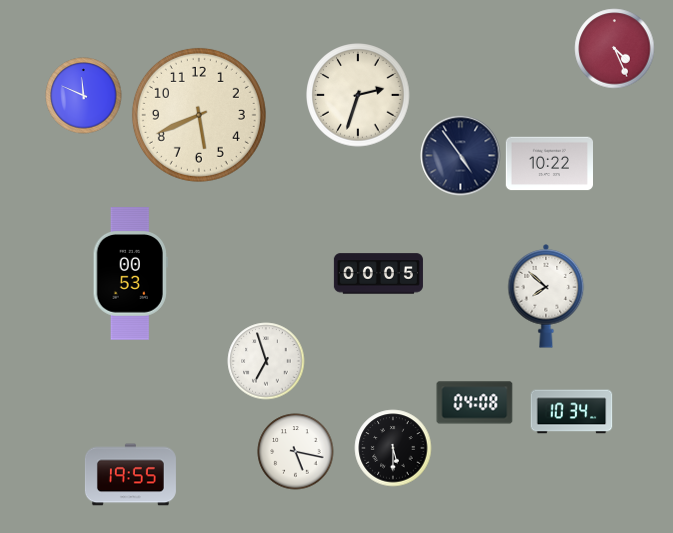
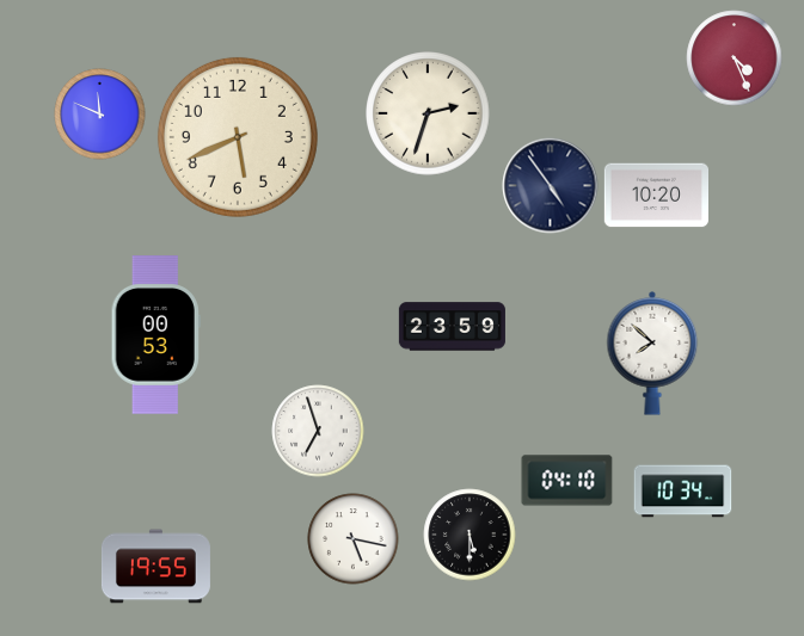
clock at (549, 164): 10:22 -> 10:20
clock at (130, 274) position: (130, 274) -> (155, 335)
clock at (378, 274): 00:05 -> 23:59
clock at (475, 403): 04:08 -> 04:10
